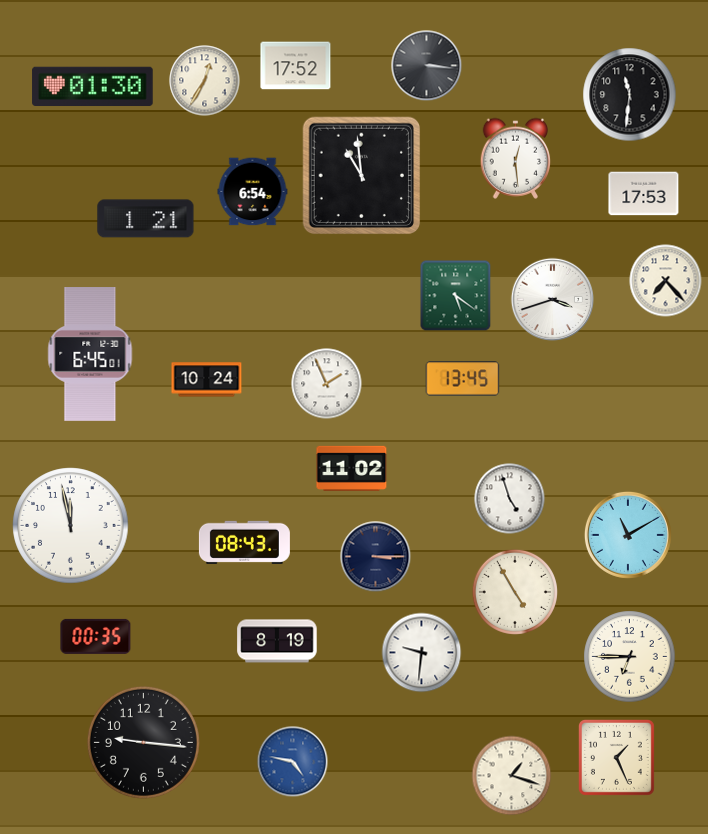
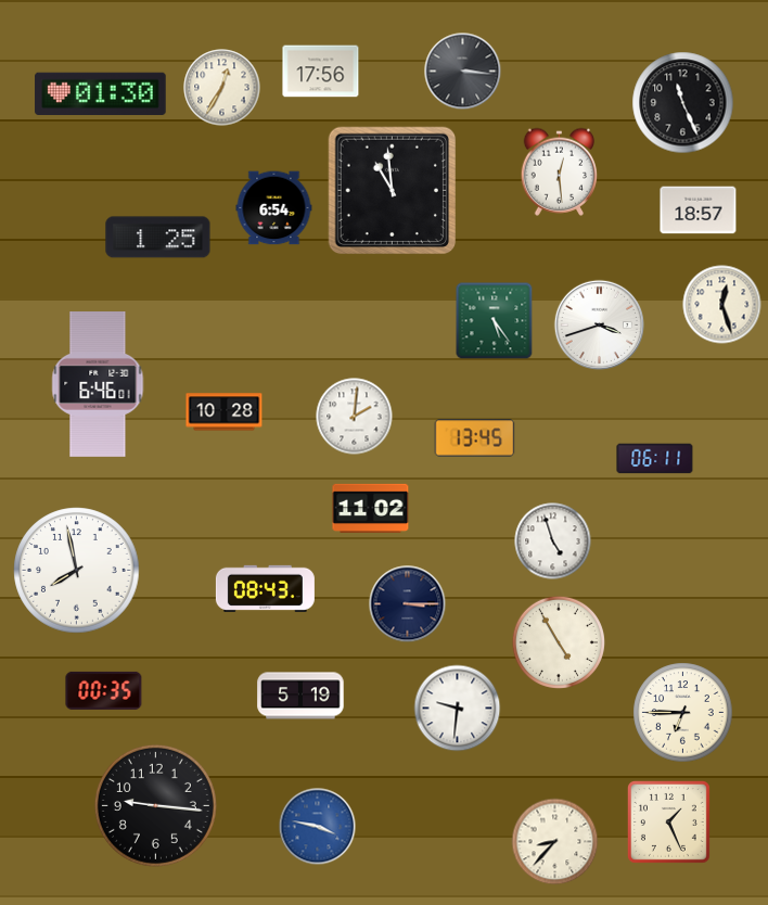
clock at (296, 66): 17:52 -> 17:56
clock at (630, 95): 11:31 -> 11:26
clock at (644, 194): 17:53 -> 18:57
clock at (146, 219): 1:21 -> 1:25
clock at (666, 281): 7:23 -> 12:27
clock at (456, 296): 5:21 -> 5:24
clock at (90, 355): 6:45 -> 6:46
clock at (463, 379) position: (463, 379) -> (475, 438)
clock at (207, 380): 10:24 -> 10:28
clock at (327, 384): 1:56 -> 2:01
clock at (655, 459): none -> 06:11
clock at (352, 468) position: (352, 468) -> (371, 508)
clock at (71, 526): 11:58 -> 7:58
clock at (628, 535): 11:10 -> none
clock at (277, 641): 8:19 -> 5:19
clock at (293, 762): 4:47 -> 3:47
clock at (512, 776): 1:18 -> 8:37
